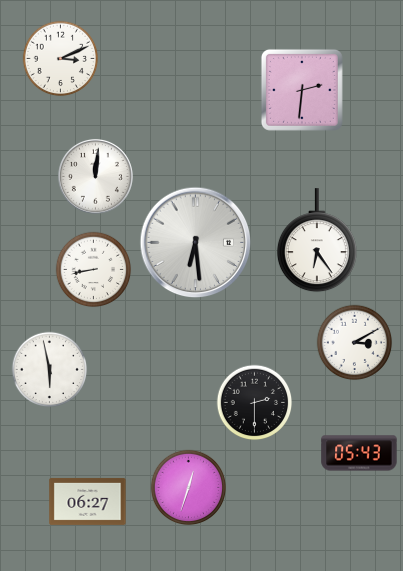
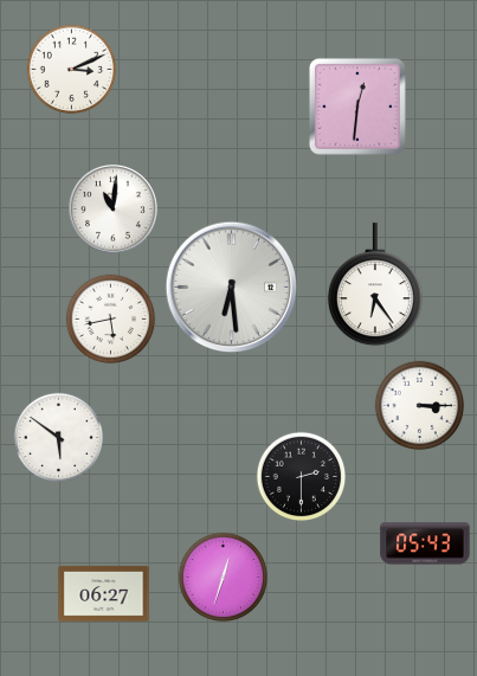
clock at (302, 90): 2:31 -> 12:31
clock at (95, 176): 12:01 -> 11:01
clock at (94, 270): 8:43 -> 5:43
clock at (355, 343): 3:10 -> 3:15
clock at (50, 370): 5:58 -> 5:51
clock at (359, 453) position: (359, 453) -> (425, 543)
